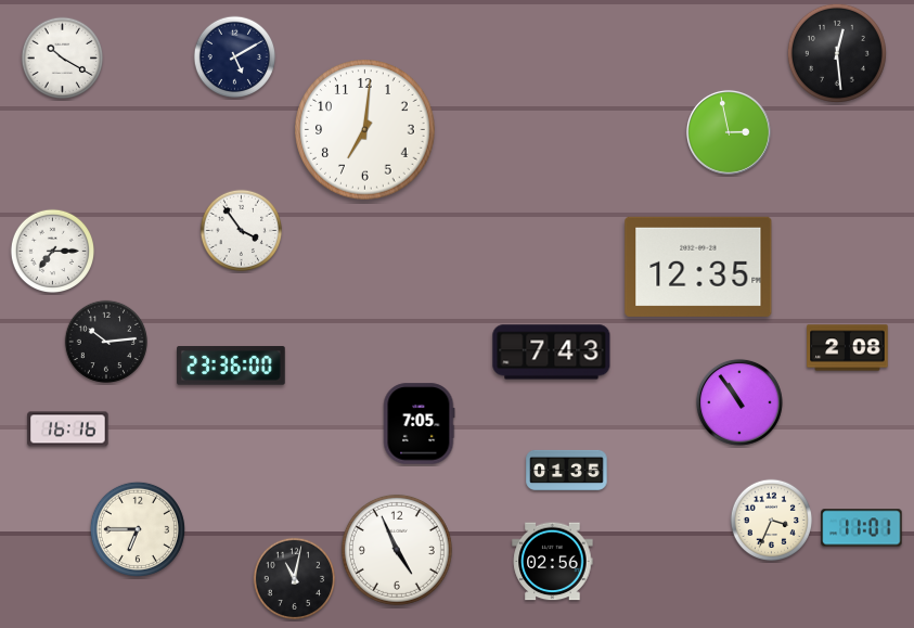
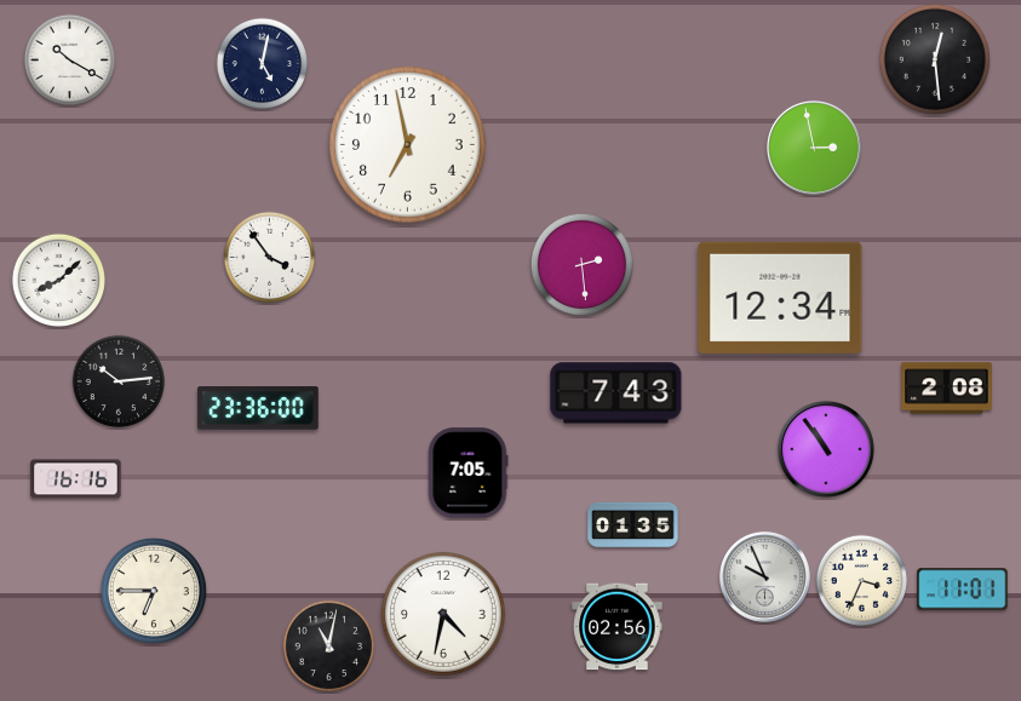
clock at (235, 57): 5:10 -> 5:02
clock at (63, 59) position: (63, 59) -> (70, 61)
clock at (365, 130): 7:01 -> 6:58
clock at (581, 264): none -> 2:29
clock at (52, 251): 7:15 -> 8:08
clock at (698, 267): 12:35 -> 12:34
clock at (764, 576): none -> 9:56
clock at (397, 550): 4:56 -> 4:32
